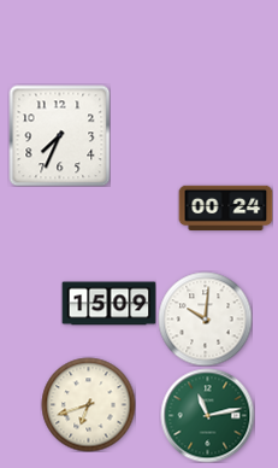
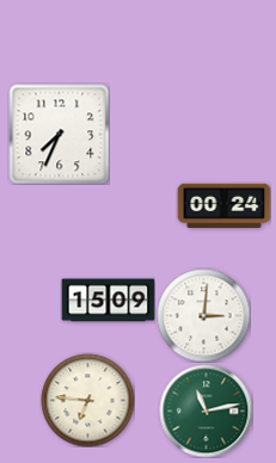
clock at (205, 318): 10:01 -> 3:01
clock at (88, 404): 6:42 -> 6:46
